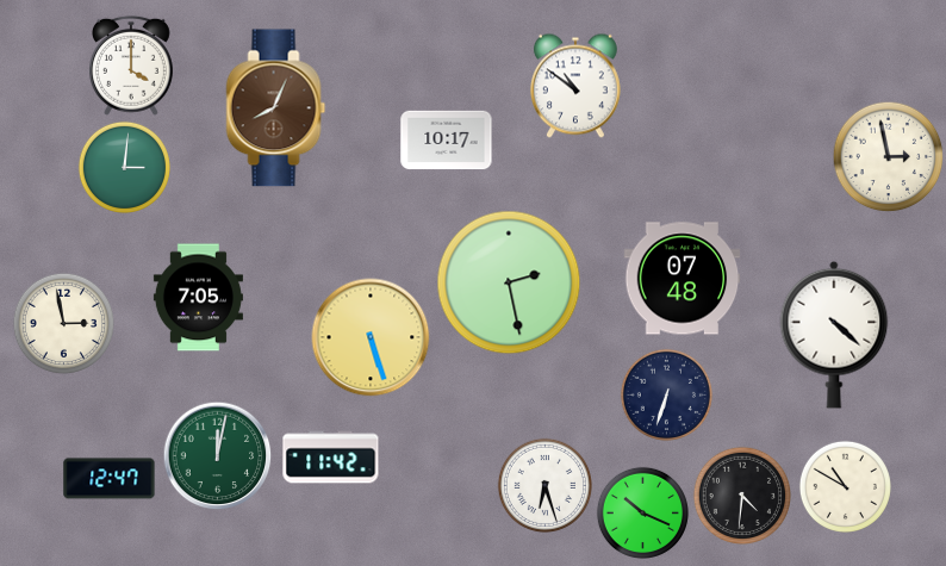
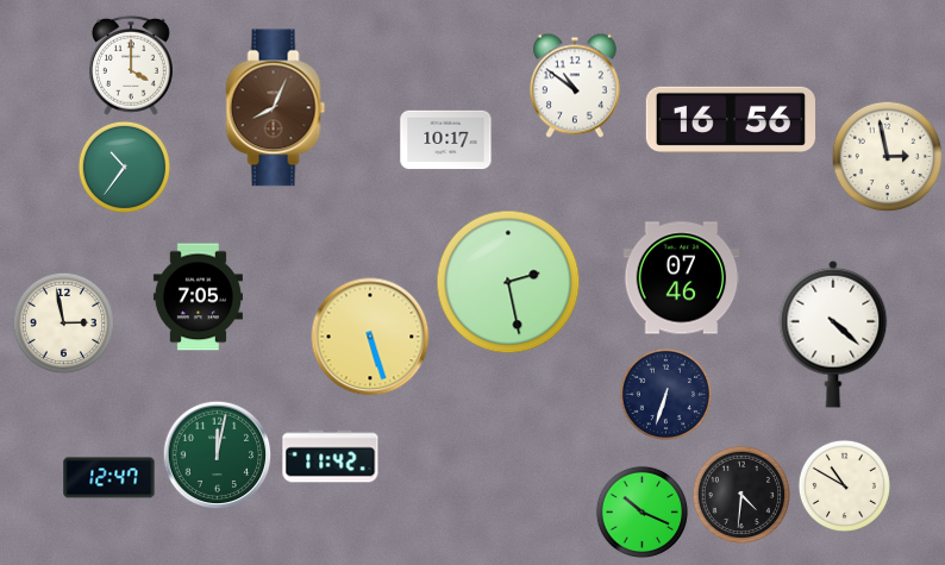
clock at (730, 120): none -> 16:56
clock at (124, 167): 3:01 -> 10:36
clock at (683, 279): 07:48 -> 07:46
clock at (544, 485): 6:27 -> none
